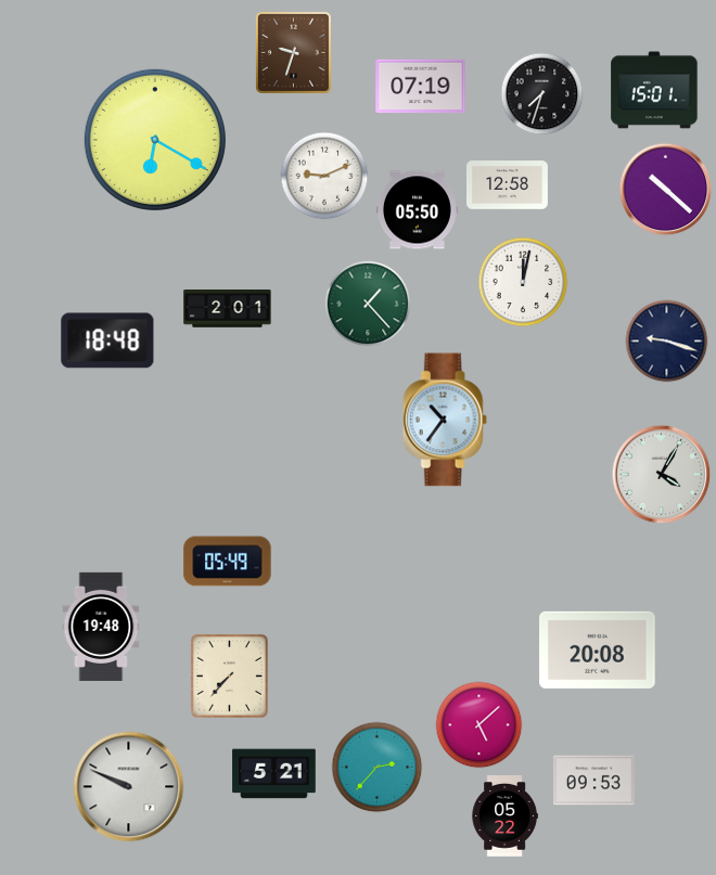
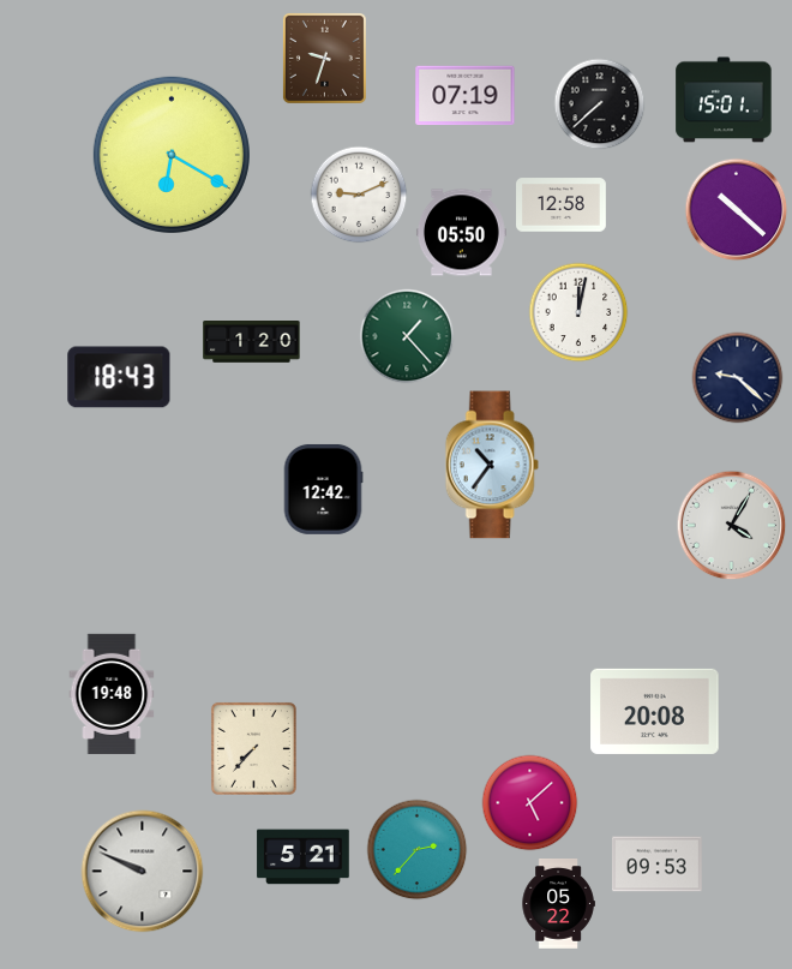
clock at (542, 94): 7:33 -> 7:38
clock at (228, 309): 2:01 -> 1:20
clock at (107, 340): 18:48 -> 18:43
clock at (667, 342): 9:18 -> 9:22
clock at (323, 489): none -> 12:42
clock at (228, 562): 05:49 -> none
clock at (598, 649) position: (598, 649) -> (655, 711)
